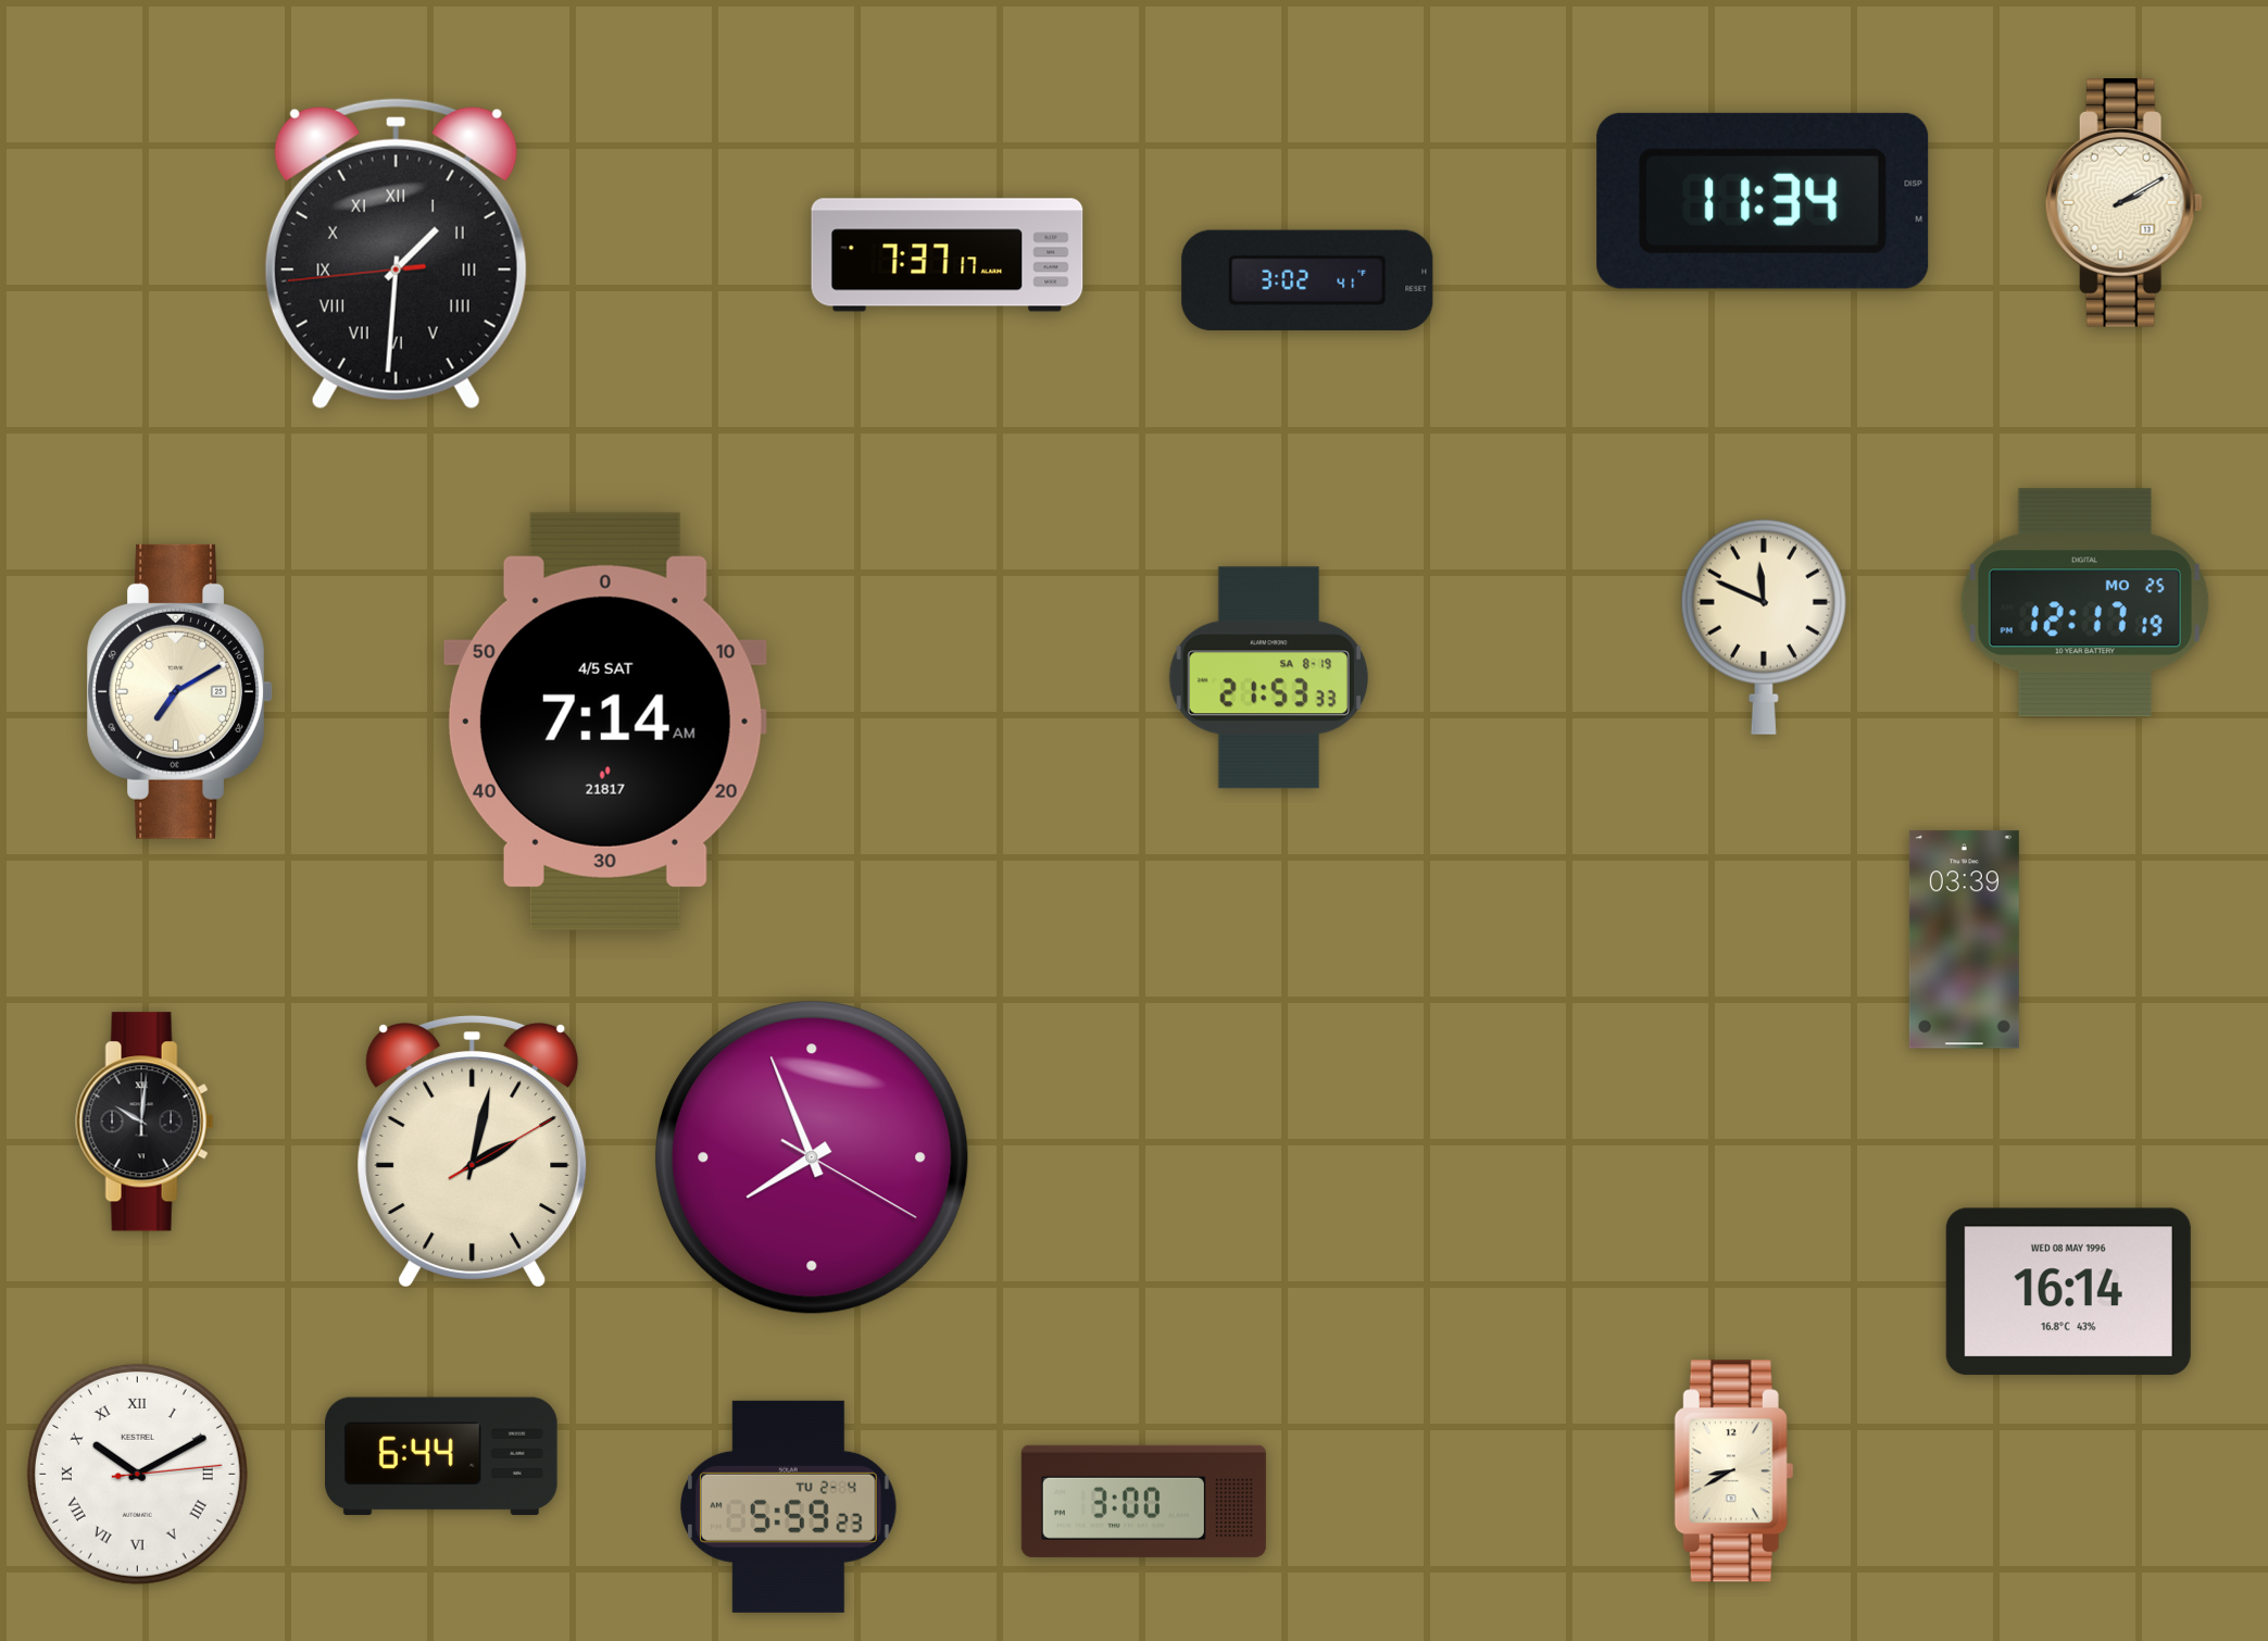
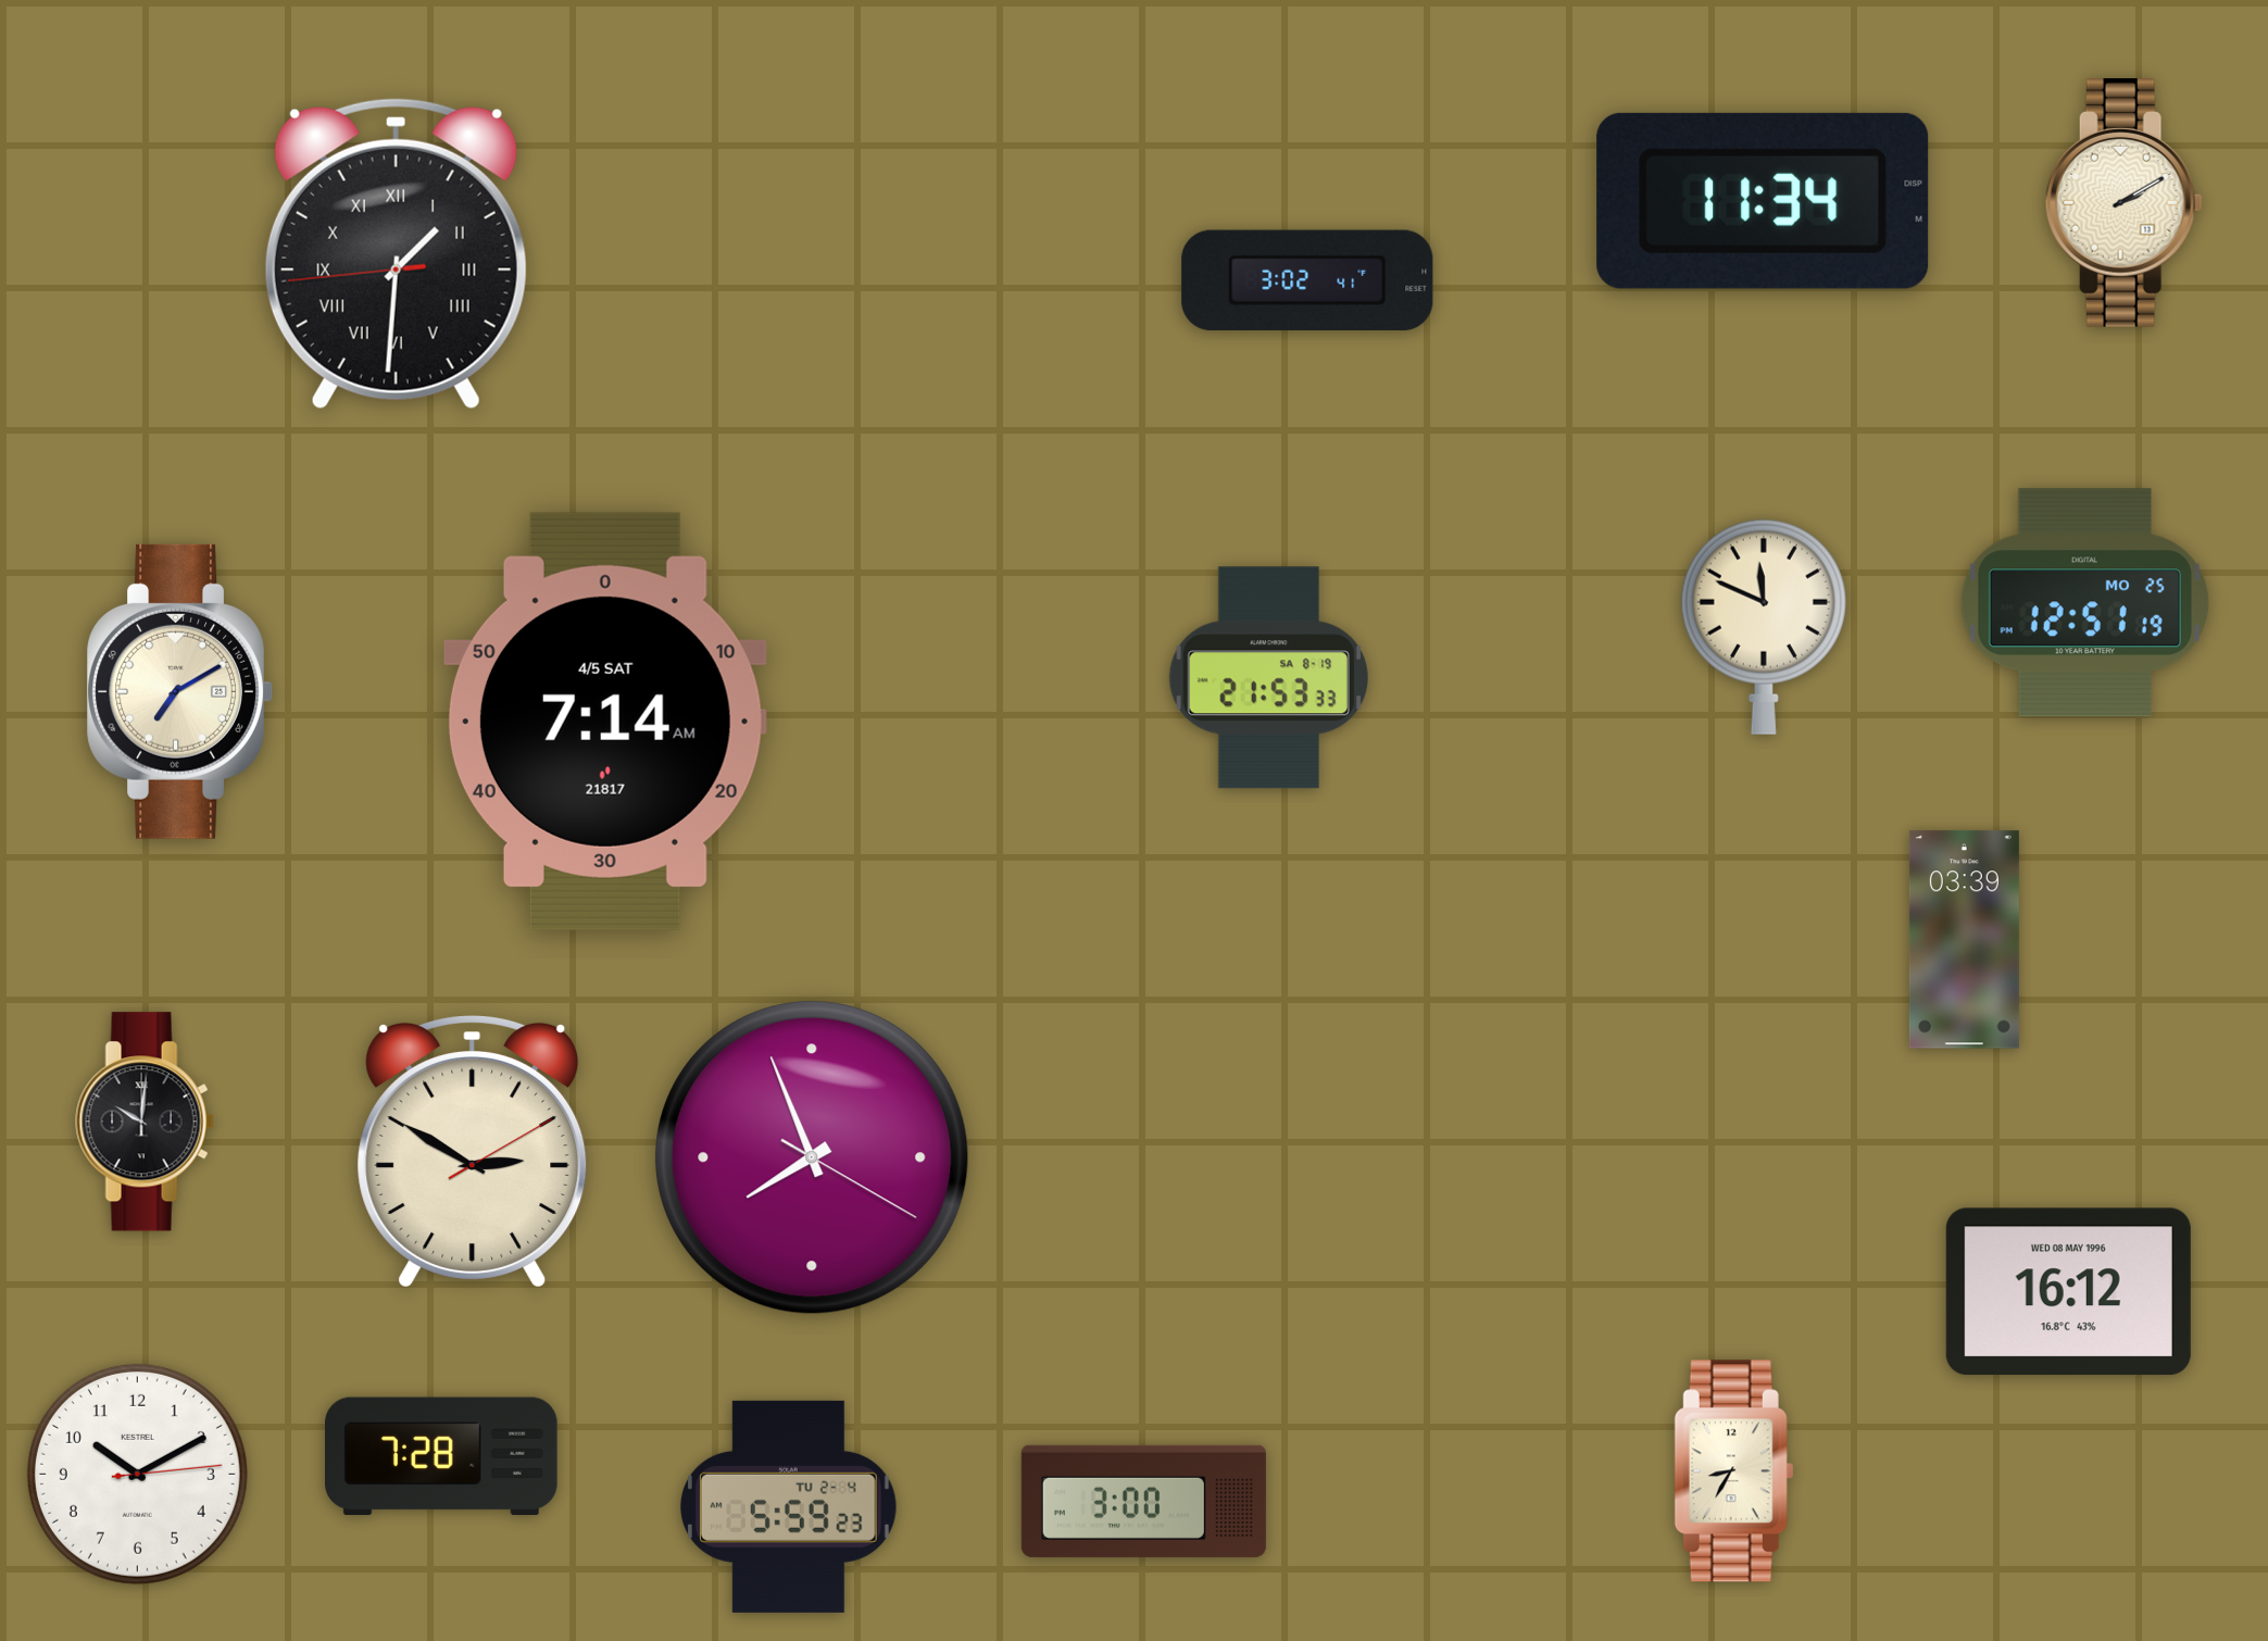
clock at (948, 255): 7:37 -> none
clock at (2084, 603): 12:17 -> 12:51
clock at (473, 1152): 2:02 -> 2:50
clock at (2068, 1292): 16:14 -> 16:12
clock at (442, 1456): 6:44 -> 7:28
clock at (1733, 1471): 8:40 -> 8:35
clock at (137, 1474) numerals: Roman -> Arabic
